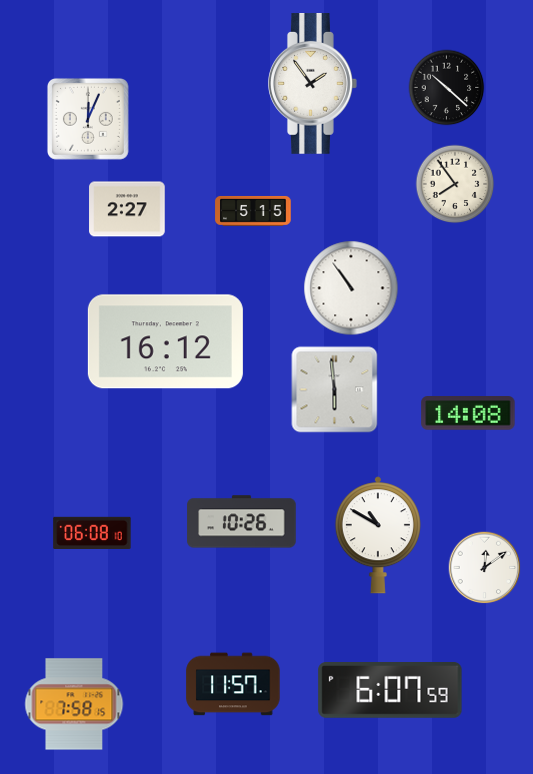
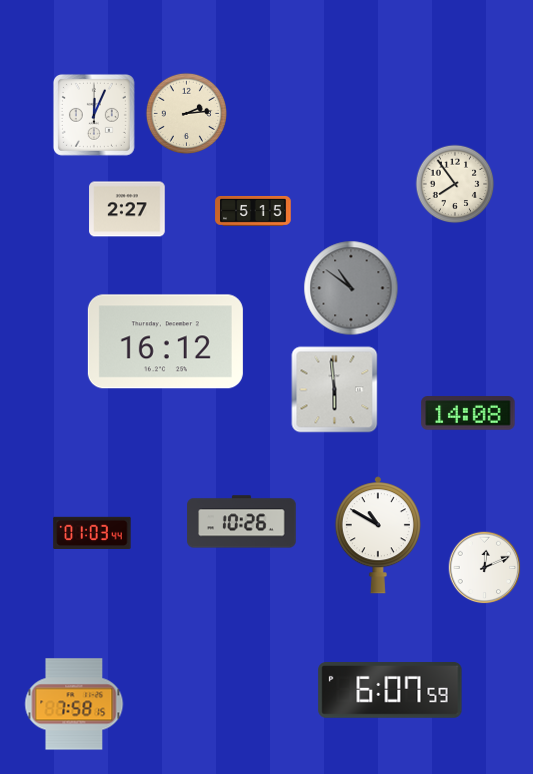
clock at (313, 84): 1:54 -> none
clock at (447, 88): 10:22 -> none
clock at (186, 113): none -> 2:14
clock at (88, 119) position: (88, 119) -> (94, 115)
clock at (351, 288): 10:54 -> 10:51
clock at (351, 288) dial: white -> grey
clock at (92, 532): 06:08 -> 01:03
clock at (485, 568): 12:09 -> 12:11
clock at (233, 684): 11:57 -> none
